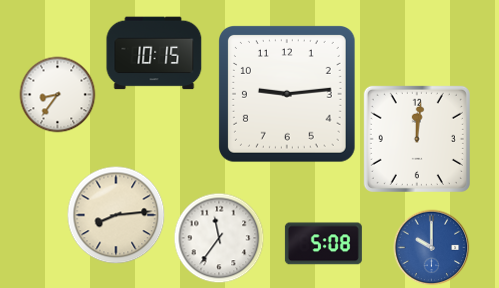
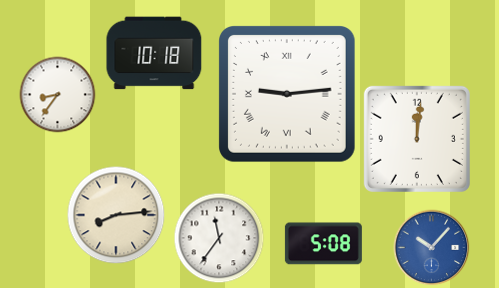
clock at (154, 53): 10:15 -> 10:18
clock at (288, 95) numerals: Arabic -> Roman
clock at (432, 248): 10:00 -> 10:07
